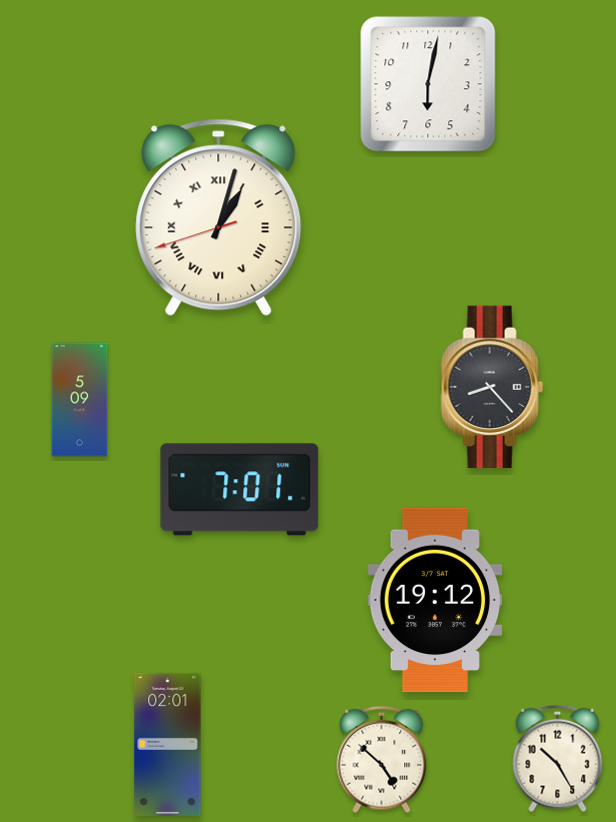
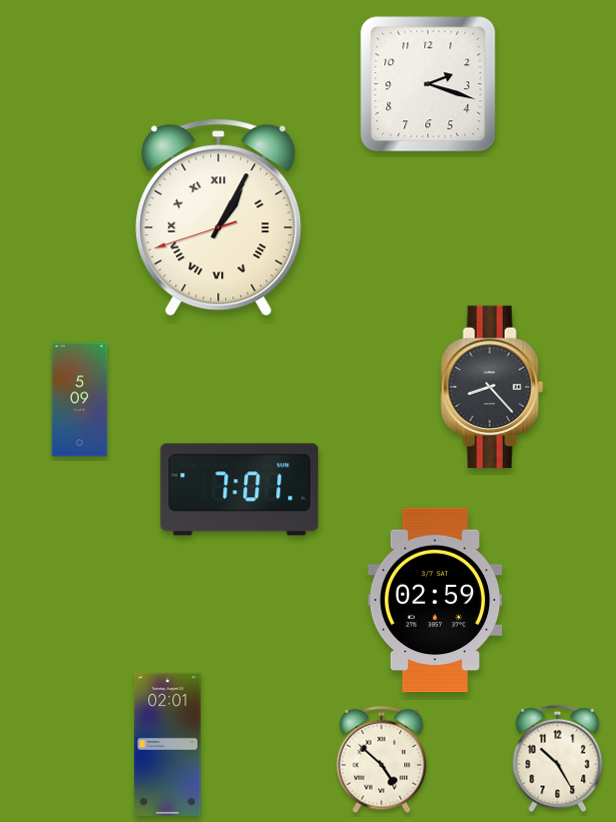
clock at (428, 84): 6:02 -> 2:18
clock at (219, 218): 1:02 -> 1:04
clock at (435, 600): 19:12 -> 02:59
